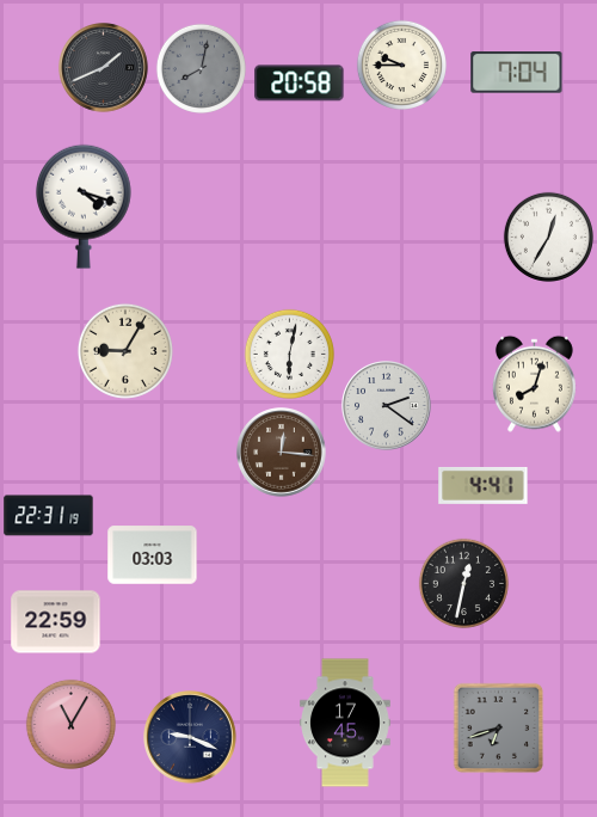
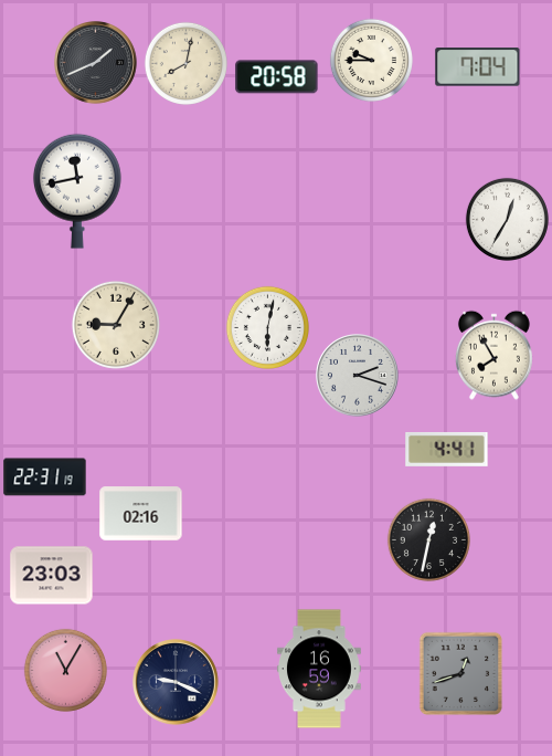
clock at (201, 68) dial: grey -> cream
clock at (84, 207): 4:18 -> 11:43
clock at (534, 383): 8:03 -> 7:55
clock at (387, 406): 2:21 -> 2:18
clock at (282, 453): 12:16 -> none
clock at (153, 555): 03:03 -> 02:16
clock at (56, 622): 22:59 -> 23:03
clock at (346, 723): 17:45 -> 16:59
clock at (499, 729): 6:42 -> 12:42
